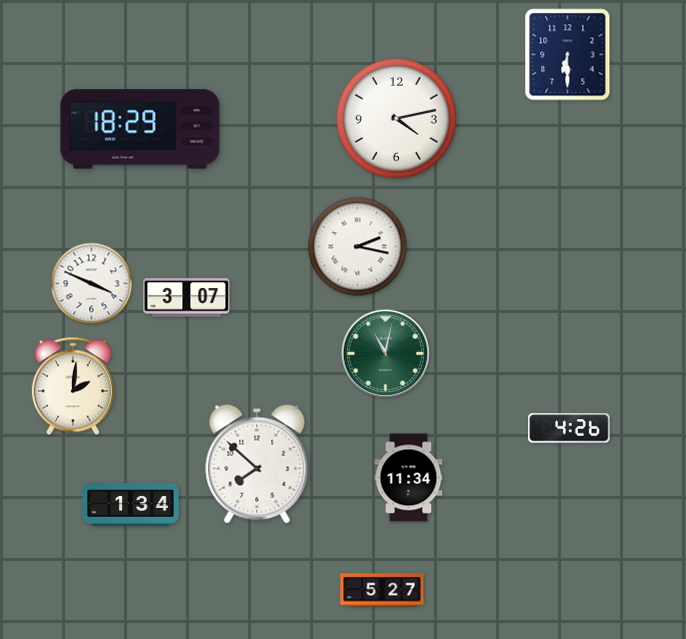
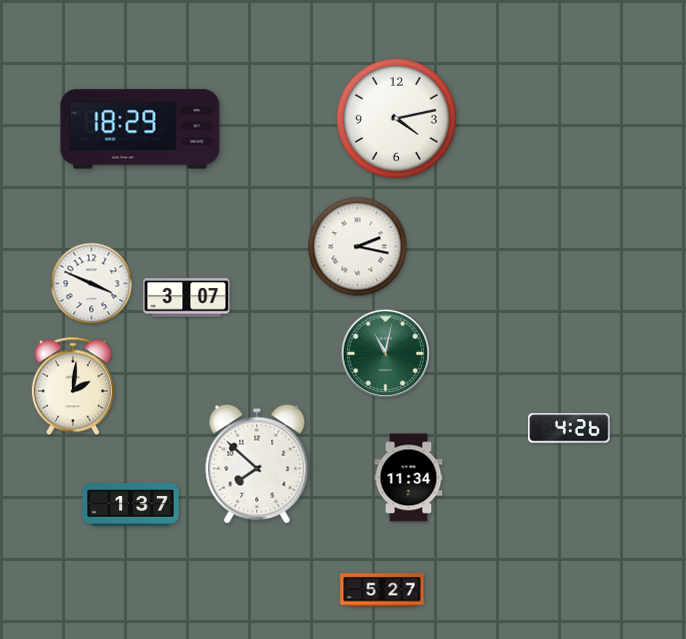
clock at (568, 55): 6:30 -> none
clock at (131, 505): 1:34 -> 1:37
